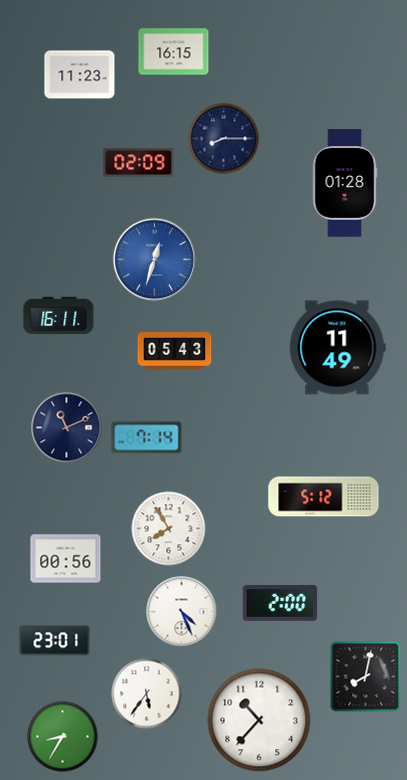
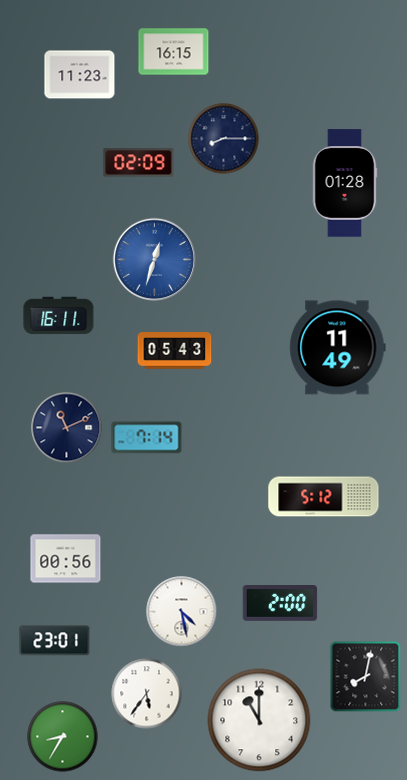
clock at (169, 529): 7:55 -> none
clock at (182, 612): 4:26 -> 4:28
clock at (259, 720): 10:37 -> 11:00
